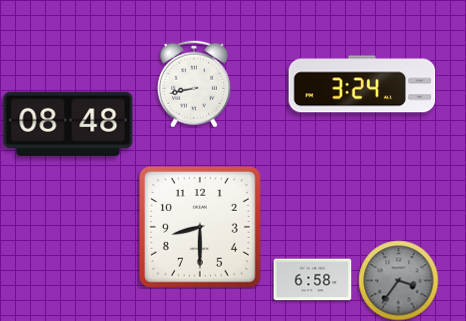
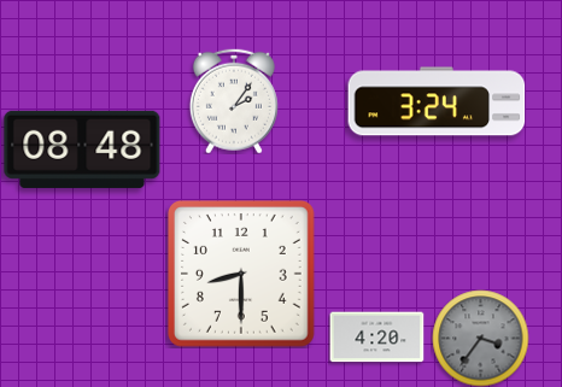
clock at (194, 84): 8:43 -> 2:06
clock at (312, 280): 6:58 -> 4:20
